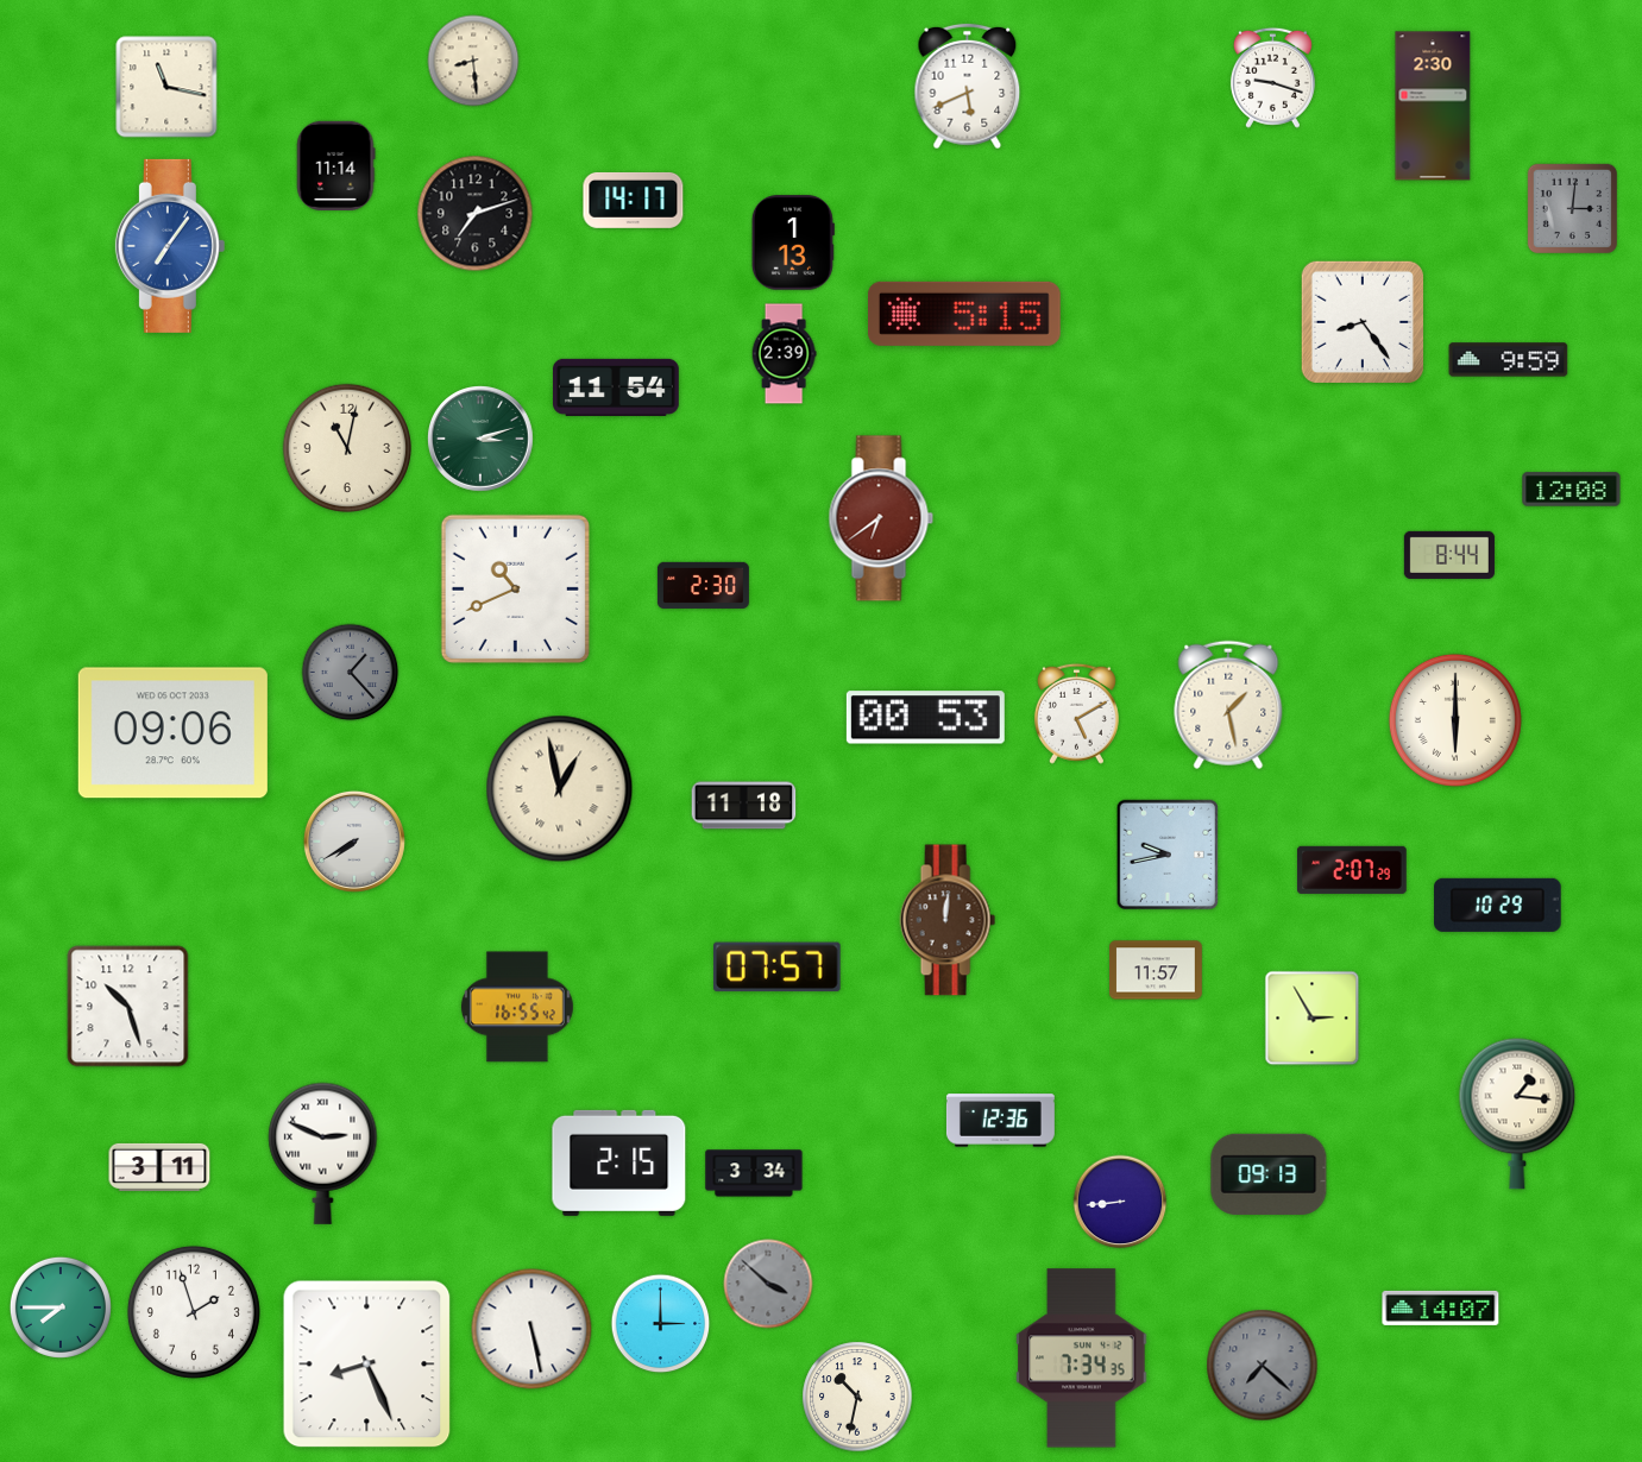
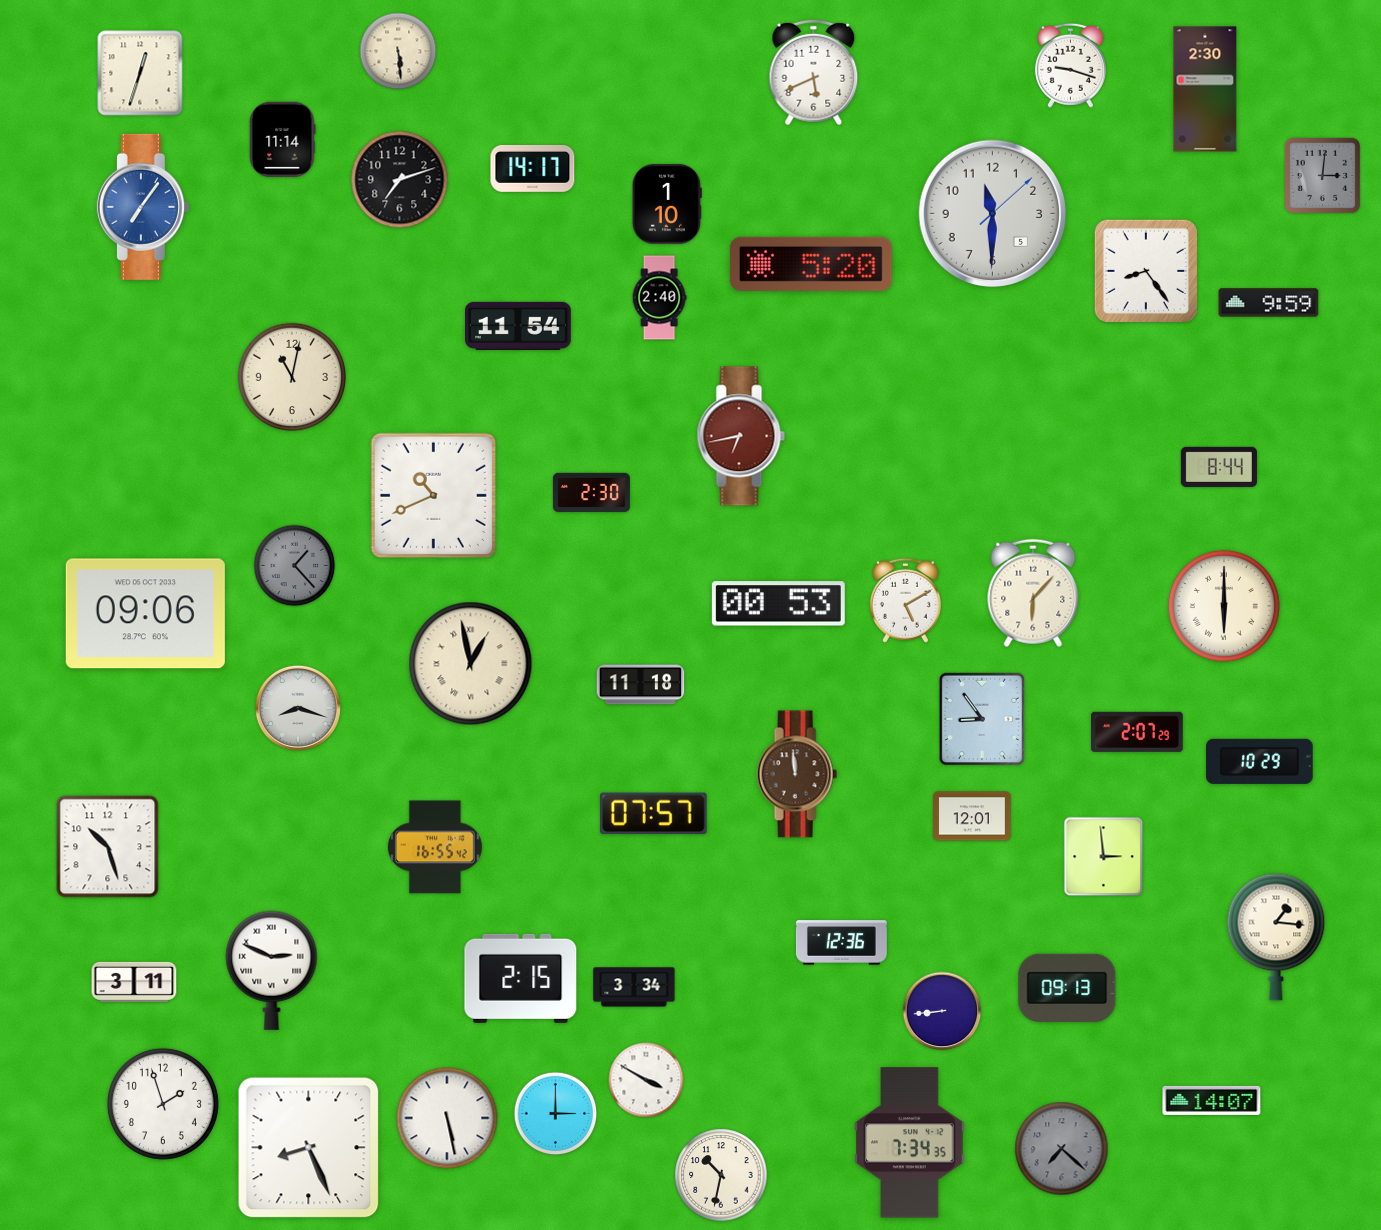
clock at (473, 61): 8:29 -> 5:29
clock at (166, 87): 11:17 -> 12:33
clock at (793, 242): 1:13 -> 1:10
clock at (992, 213): none -> 11:30
clock at (964, 314): 5:15 -> 5:20
clock at (784, 354): 2:39 -> 2:40
clock at (482, 440): 3:12 -> none
clock at (1572, 490): 12:08 -> none
clock at (881, 518): 6:39 -> 6:43
clock at (1228, 705): 1:28 -> 6:07
clock at (172, 733) position: (172, 733) -> (145, 614)
clock at (744, 806) position: (744, 806) -> (641, 685)
clock at (354, 842): 7:40 -> 8:18
clock at (1166, 855): 9:43 -> 8:54
clock at (948, 920): 12:01 -> 11:59
clock at (1157, 970): 11:57 -> 12:01
clock at (1313, 1019): 2:55 -> 2:59
clock at (768, 1284): 3:52 -> 3:50
clock at (768, 1284) dial: grey -> white
clock at (61, 1307): 7:45 -> none
